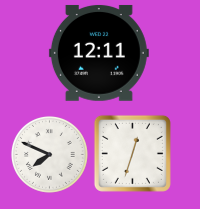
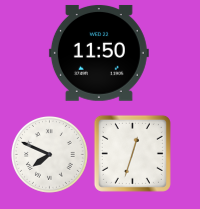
clock at (99, 53): 12:11 -> 11:50
